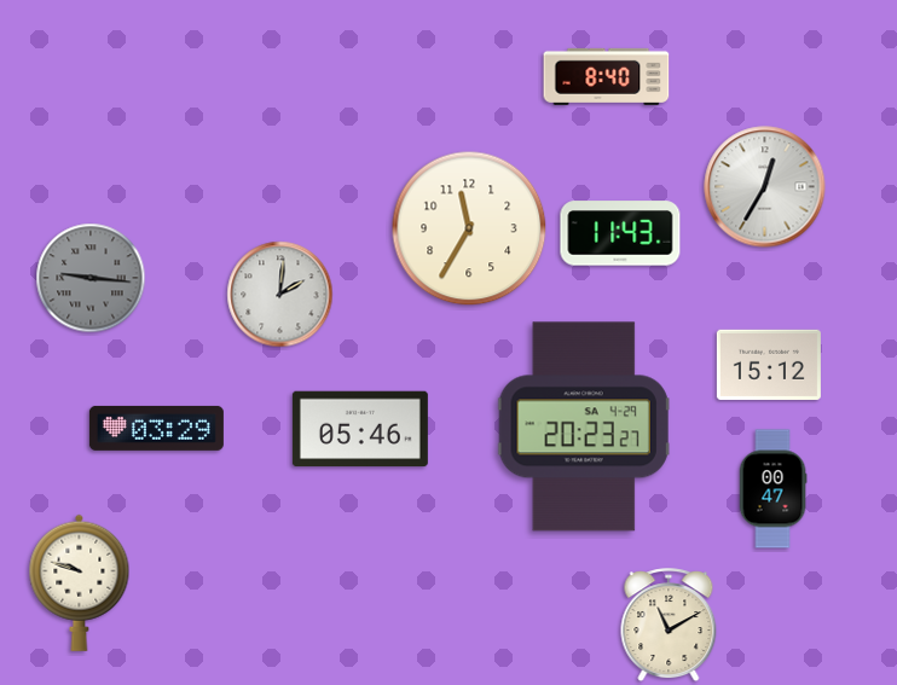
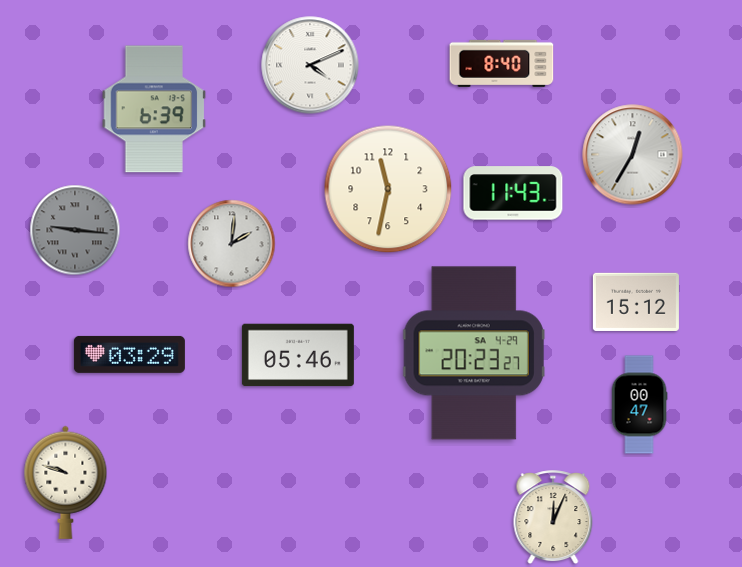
clock at (310, 65): none -> 4:11
clock at (154, 109): none -> 6:39
clock at (469, 228): 11:35 -> 11:32
clock at (584, 426) position: (584, 426) -> (474, 353)
clock at (669, 626): 11:10 -> 12:04
